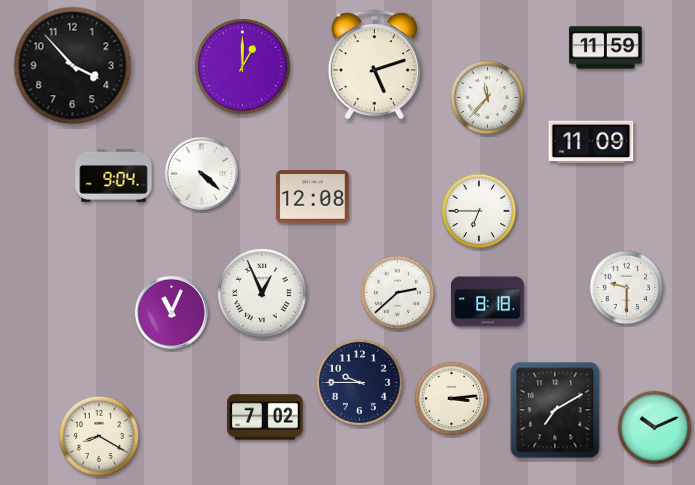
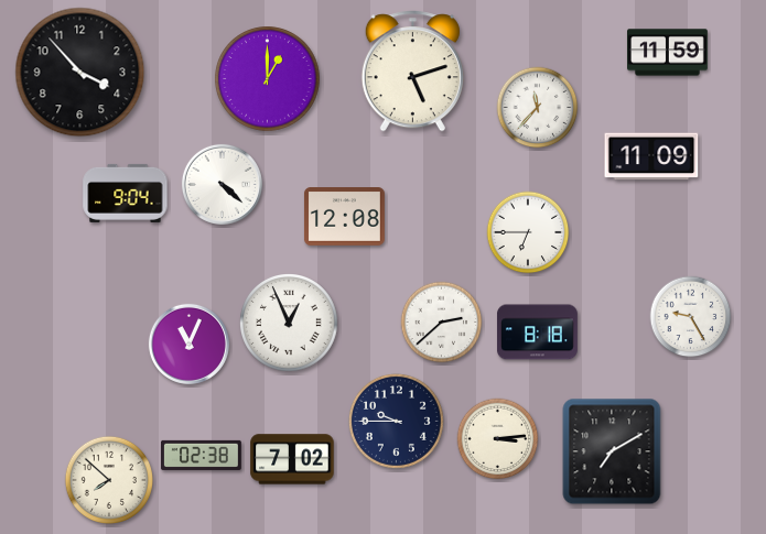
clock at (243, 67) position: (243, 67) -> (268, 79)
clock at (201, 173) position: (201, 173) -> (222, 184)
clock at (627, 288): 9:30 -> 9:25
clock at (398, 293) position: (398, 293) -> (442, 323)
clock at (202, 455): none -> 02:38
clock at (655, 428): 10:11 -> none
clock at (98, 435): 8:20 -> 7:52
